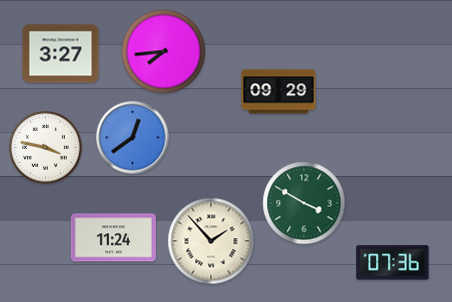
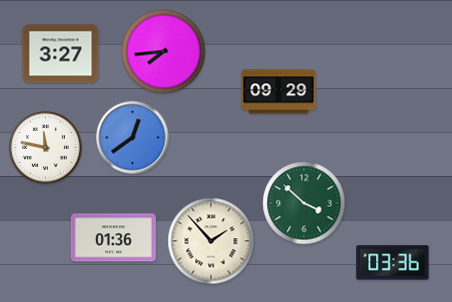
clock at (46, 148): 3:47 -> 11:47
clock at (304, 203): 3:50 -> 3:52
clock at (113, 238): 11:24 -> 01:36
clock at (393, 263): 07:36 -> 03:36
